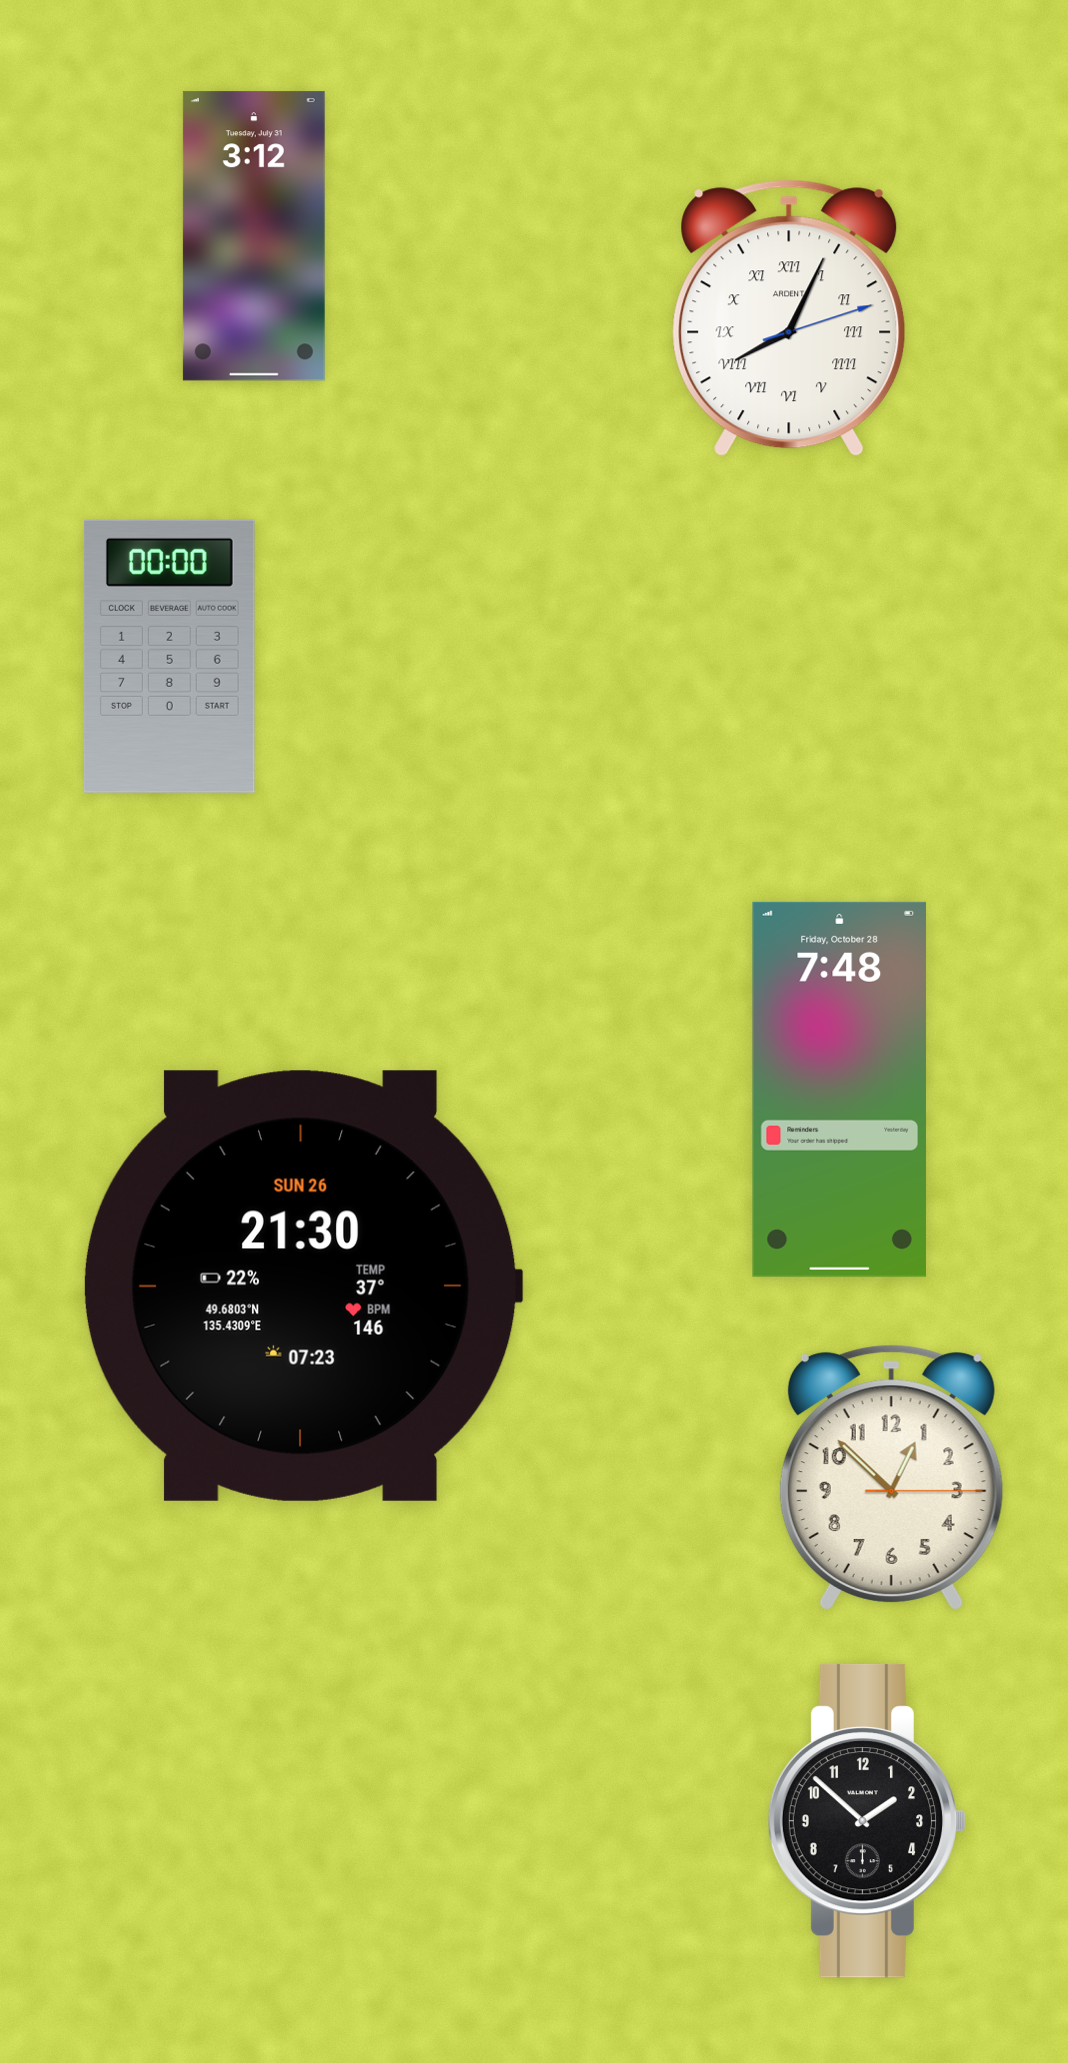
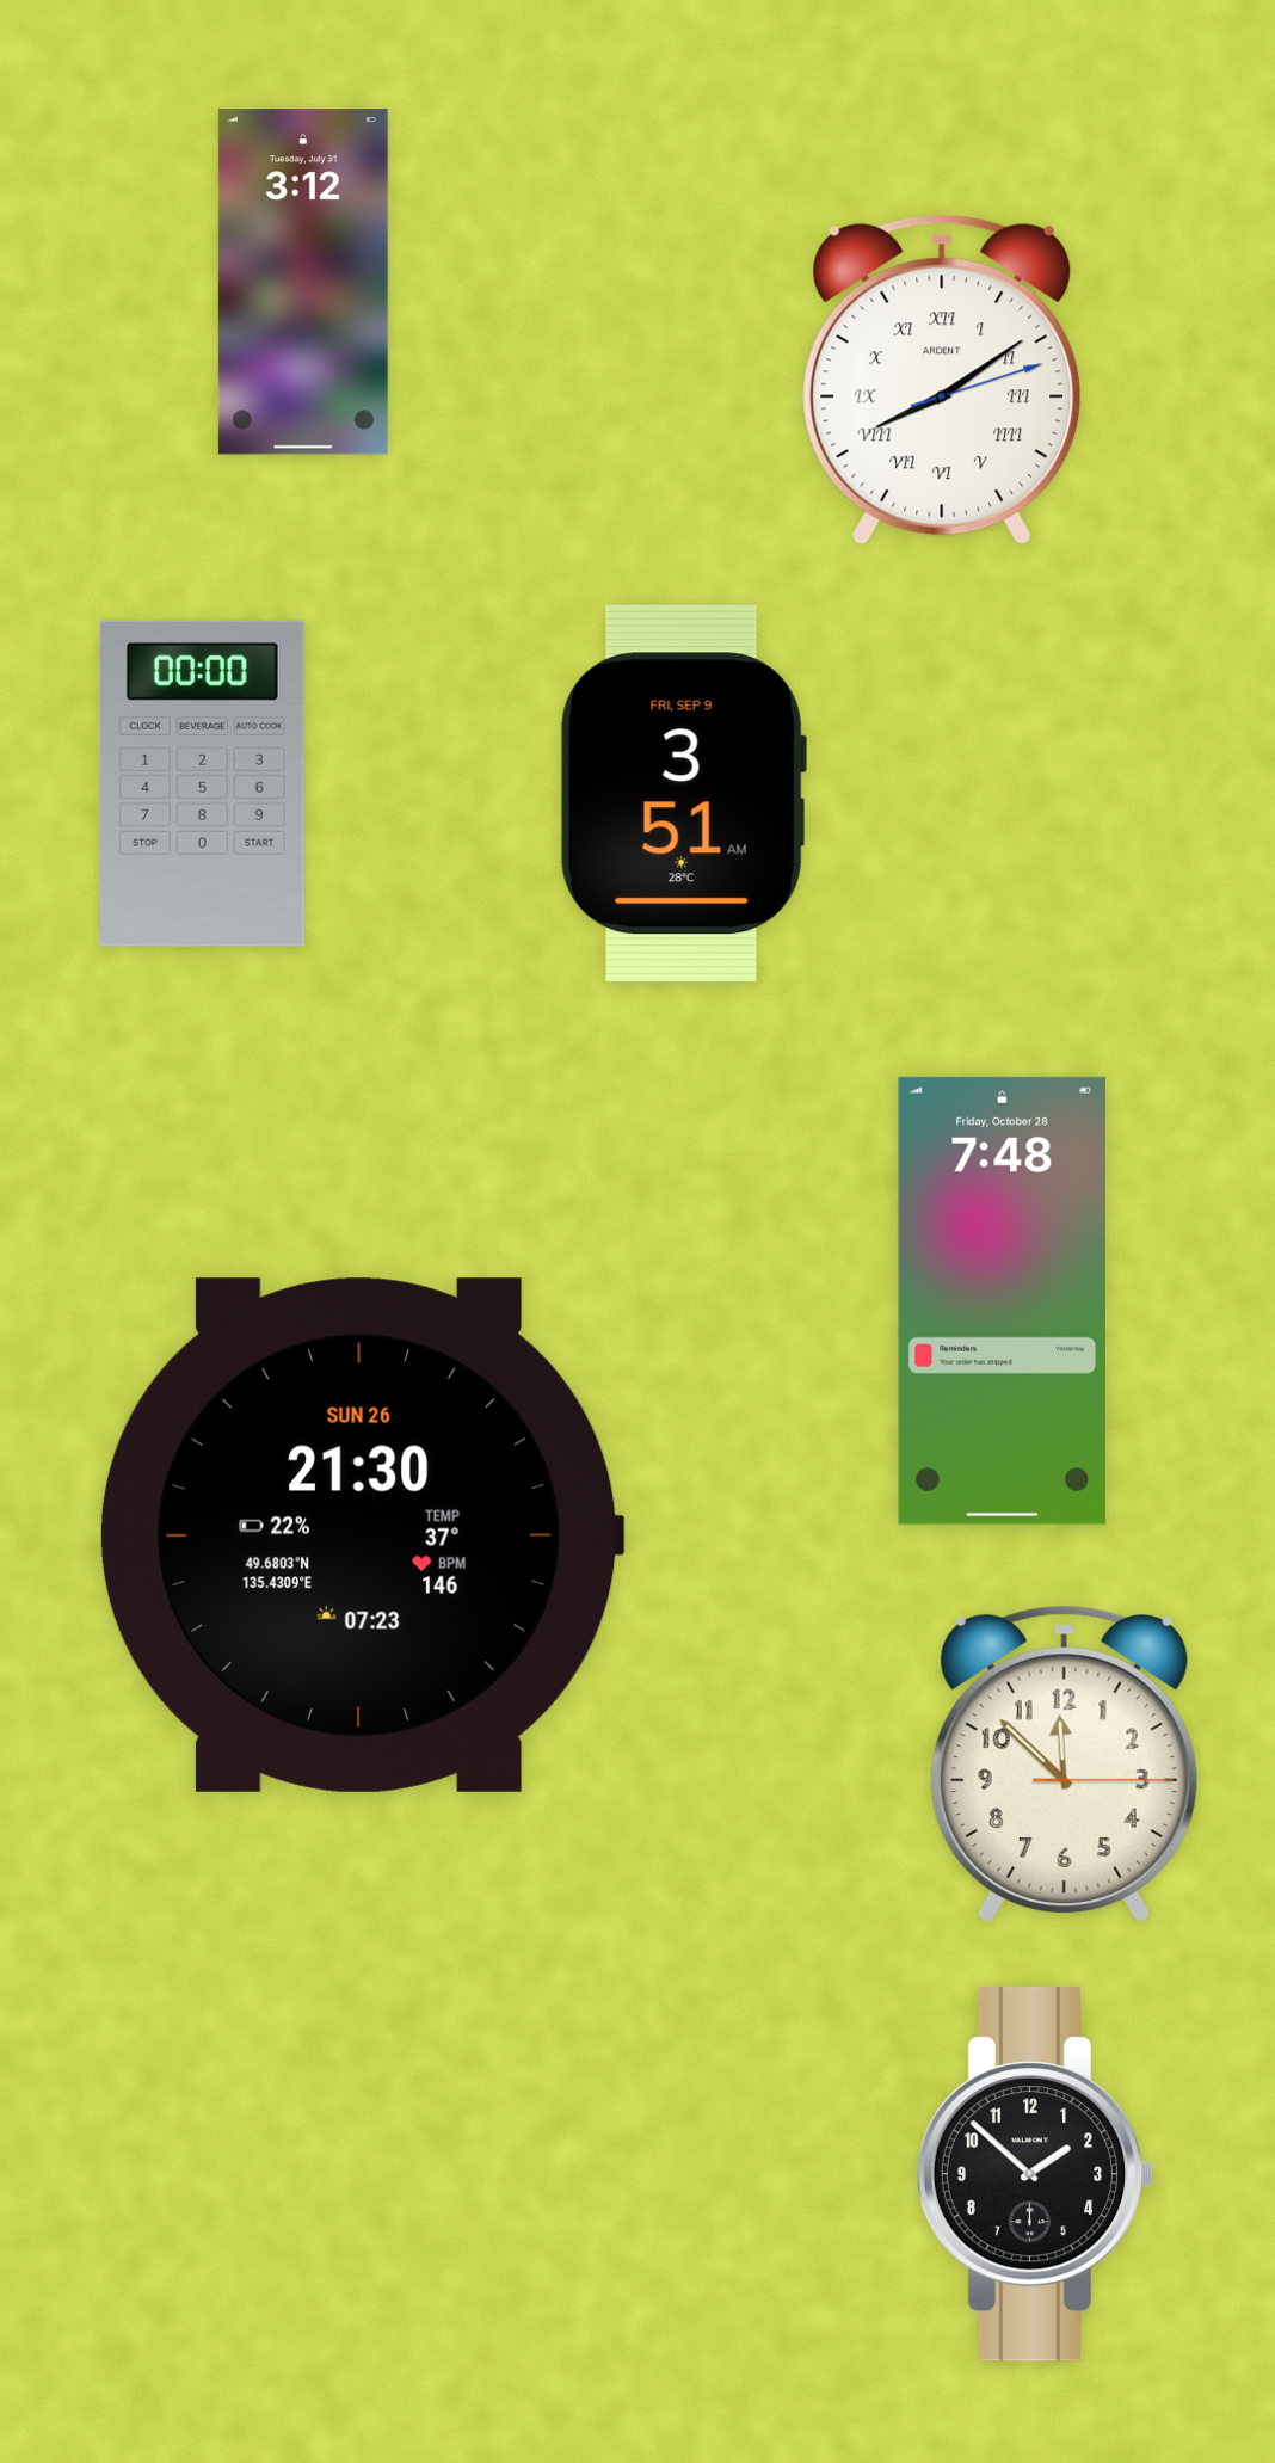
clock at (789, 318): 8:04 -> 8:09
clock at (683, 794): none -> 3:51
clock at (891, 1477): 12:52 -> 11:52
